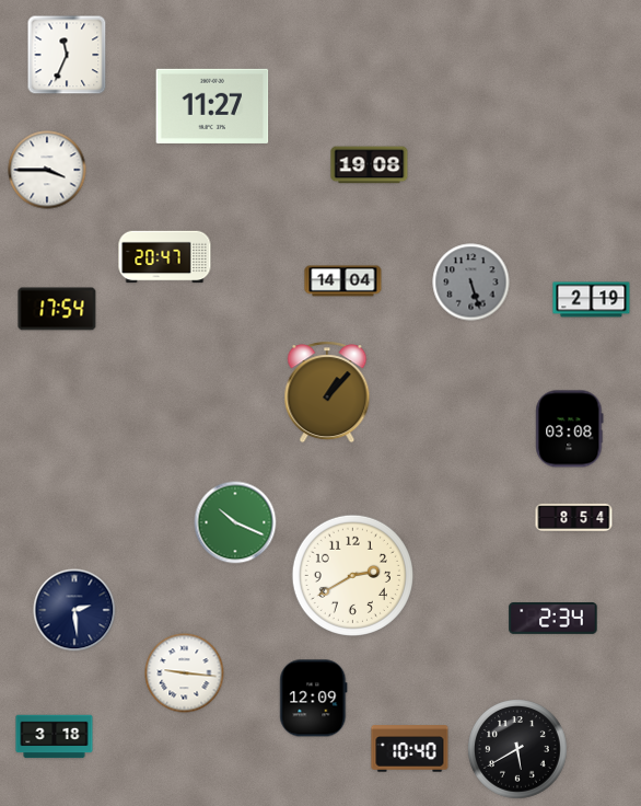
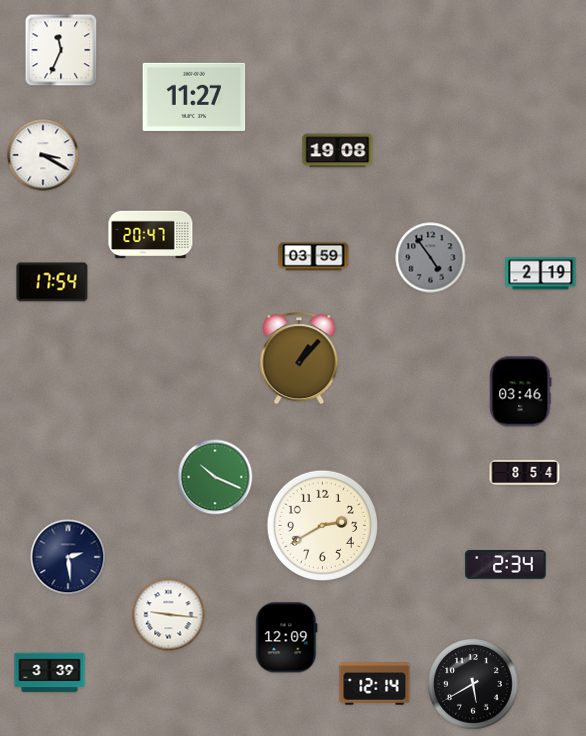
clock at (47, 170): 3:45 -> 3:20
clock at (343, 281): 14:04 -> 03:59
clock at (471, 283): 5:27 -> 4:54
clock at (570, 429): 03:08 -> 03:46
clock at (55, 737): 3:18 -> 3:39
clock at (410, 749): 10:40 -> 12:14
